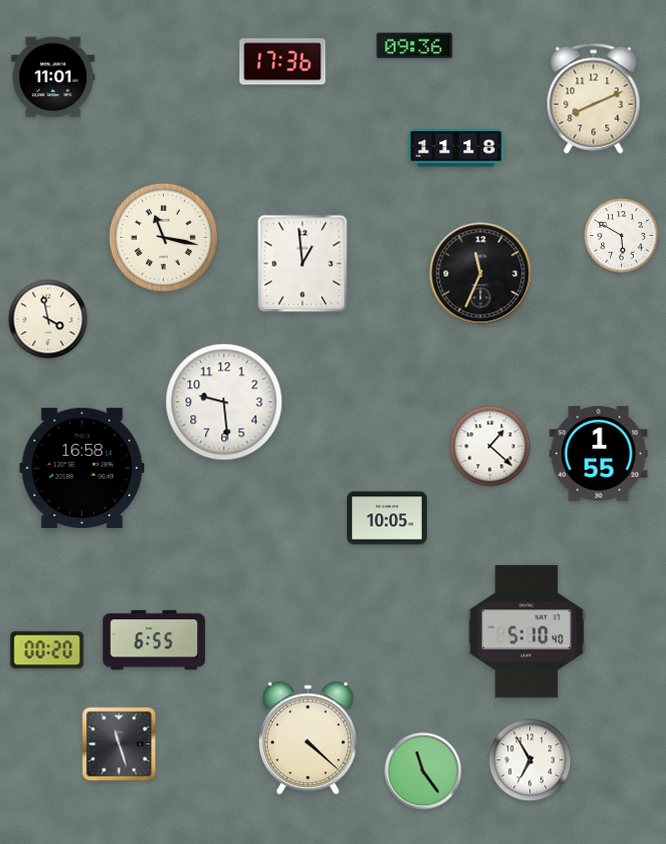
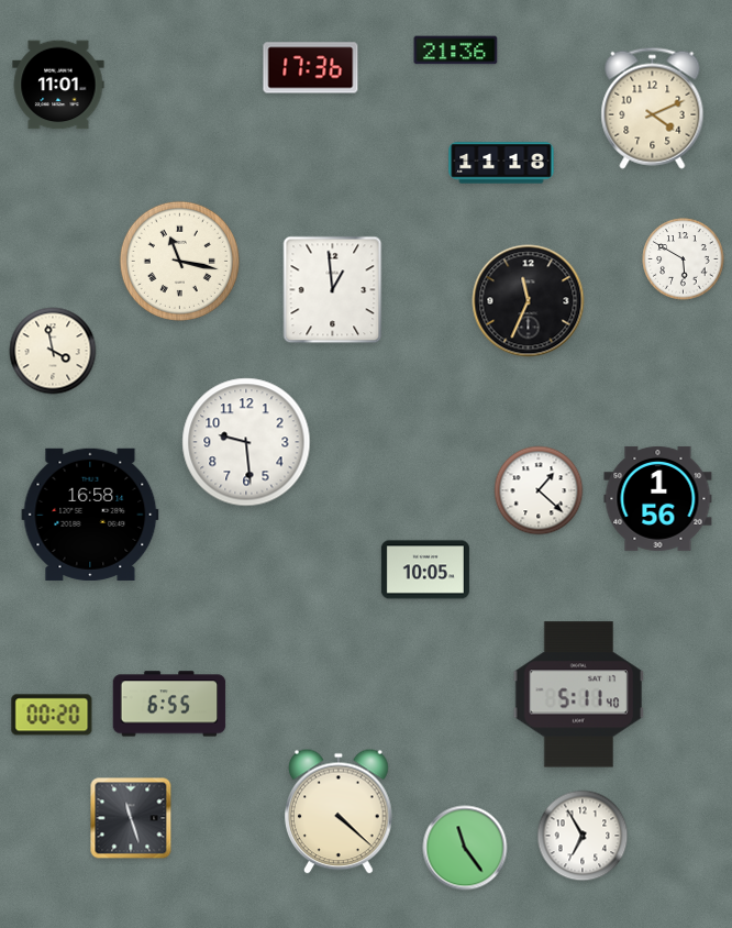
clock at (415, 46): 09:36 -> 21:36
clock at (594, 98): 8:11 -> 4:11
clock at (599, 453): 1:55 -> 1:56
clock at (527, 632): 5:10 -> 5:11
